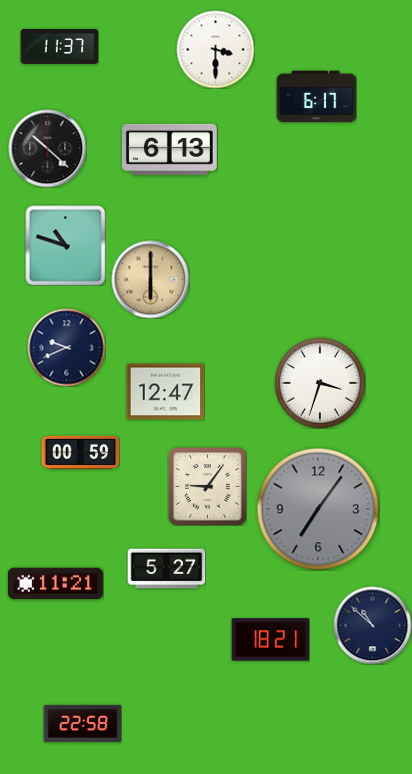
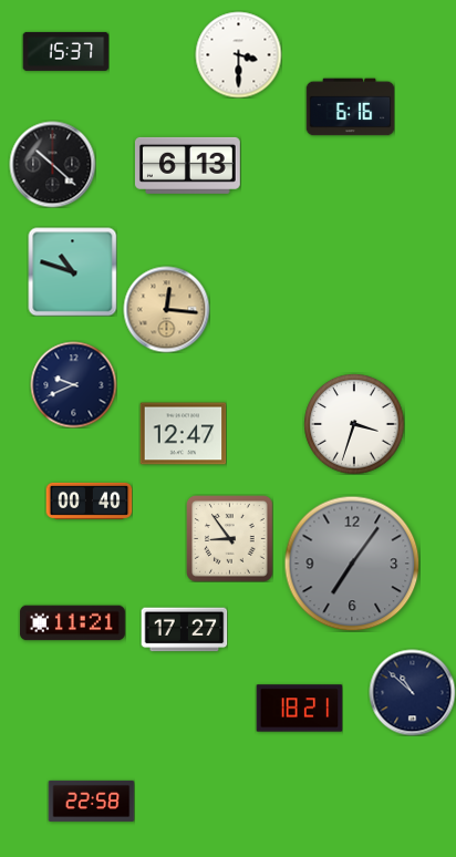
clock at (59, 46): 11:37 -> 15:37
clock at (316, 97): 6:17 -> 6:16
clock at (150, 279): 6:00 -> 12:16
clock at (80, 452): 00:59 -> 00:40
clock at (208, 487): 9:06 -> 8:54
clock at (166, 569): 5:27 -> 17:27
clock at (55, 584) position: (55, 584) -> (72, 623)
